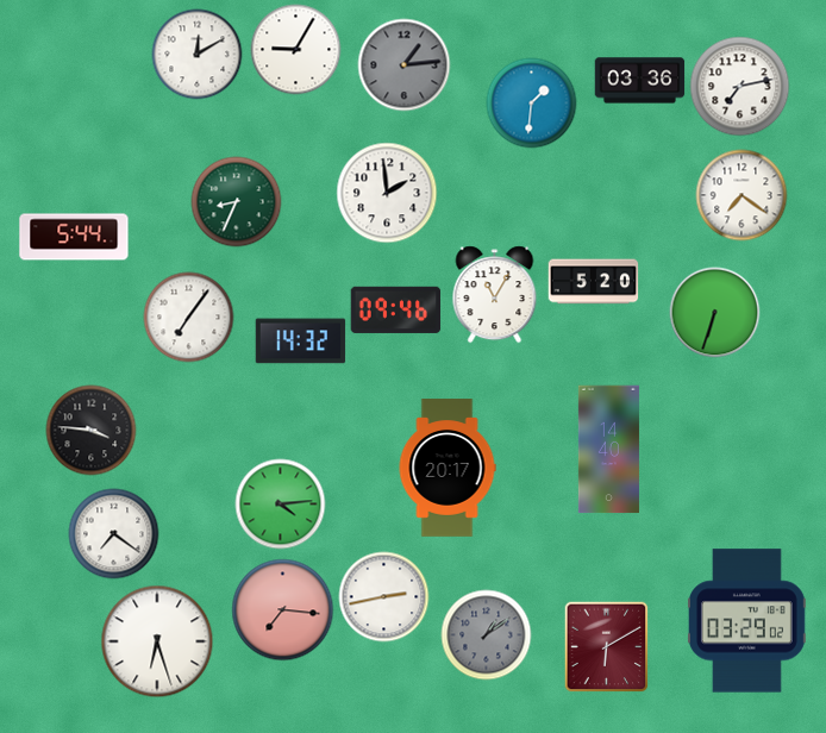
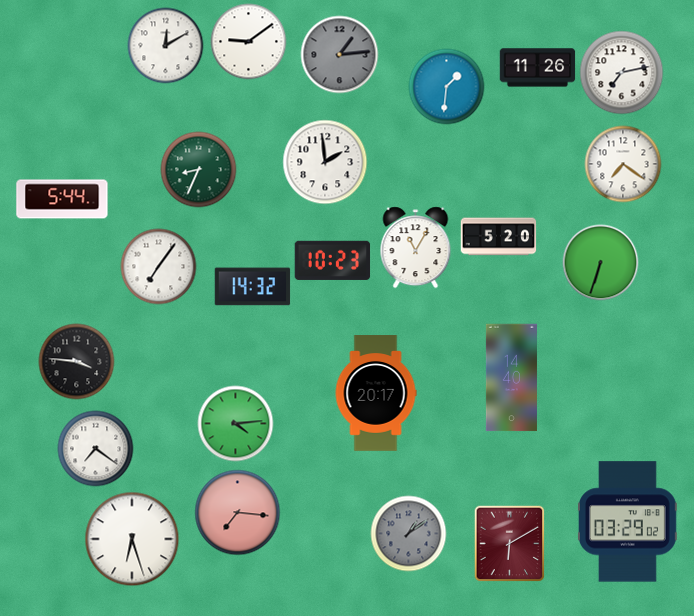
clock at (296, 50): 9:05 -> 9:09
clock at (640, 81): 03:36 -> 11:26
clock at (396, 309): 09:46 -> 10:23
clock at (384, 597): 2:43 -> none
